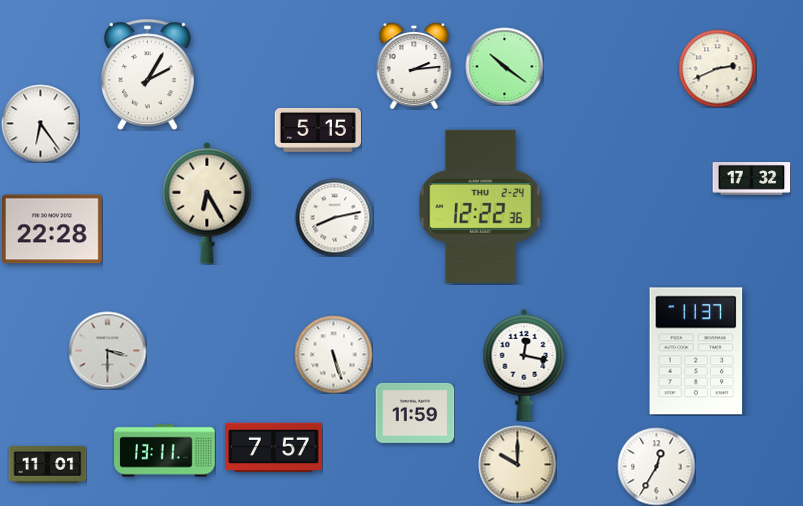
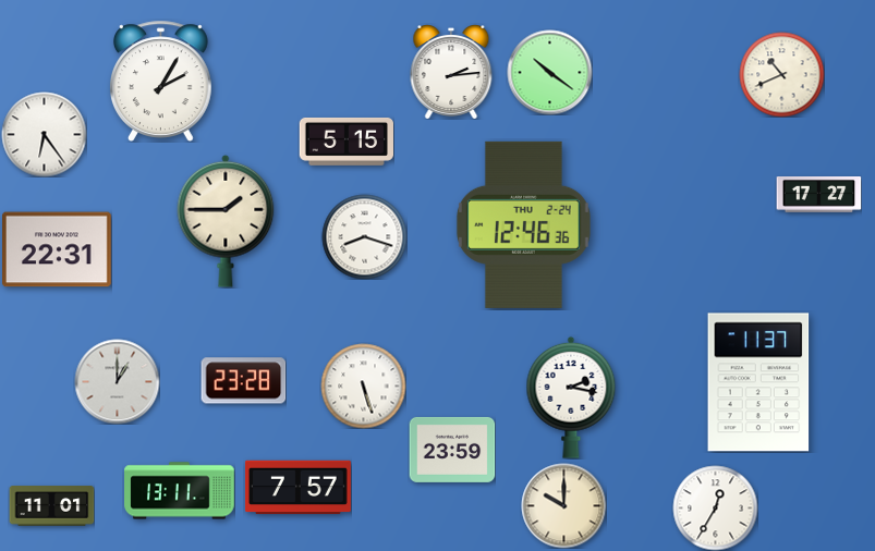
clock at (717, 68): 2:41 -> 10:41
clock at (751, 179): 17:32 -> 17:27
clock at (207, 203): 6:25 -> 1:45
clock at (480, 206): 12:22 -> 12:46
clock at (334, 217): 8:13 -> 8:18
clock at (53, 229): 22:28 -> 22:31
clock at (107, 350): 3:30 -> 1:00
clock at (243, 381): none -> 23:28
clock at (524, 365): 12:17 -> 2:17
clock at (415, 413): 11:59 -> 23:59
